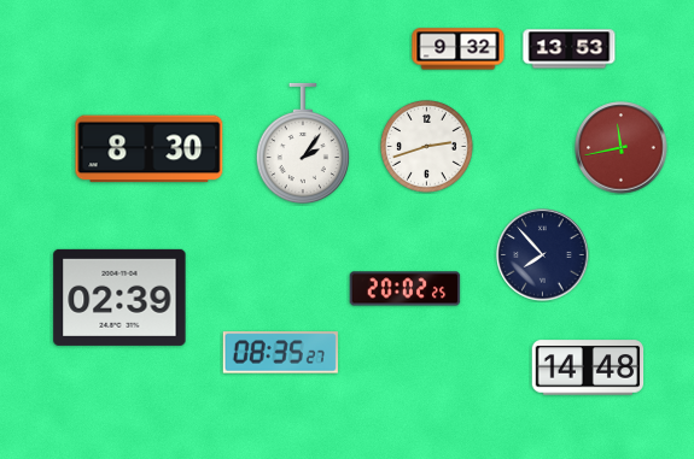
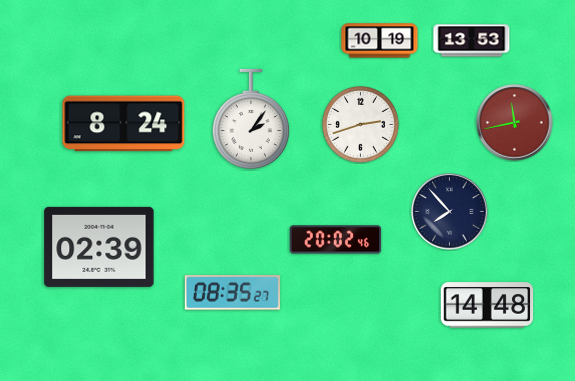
clock at (459, 49): 9:32 -> 10:19
clock at (427, 147) position: (427, 147) -> (361, 125)
clock at (150, 149): 8:30 -> 8:24
clock at (406, 289): 20:02:25 -> 20:02:46
